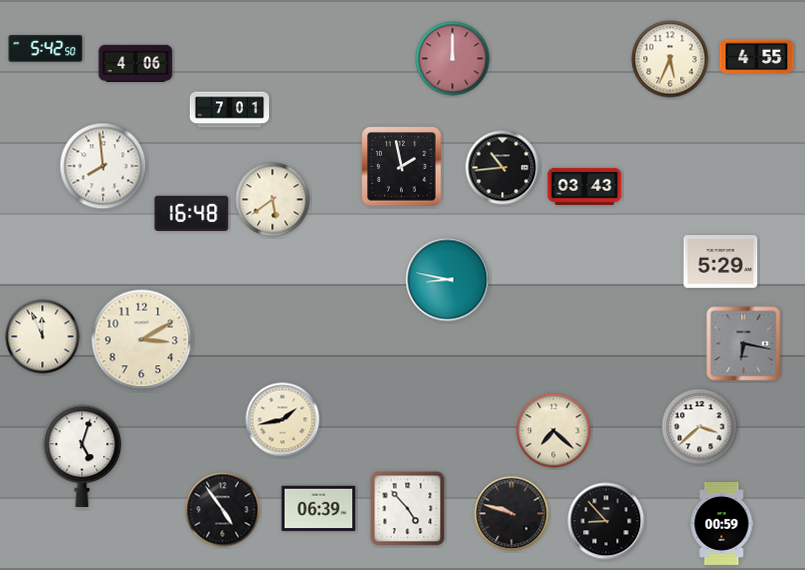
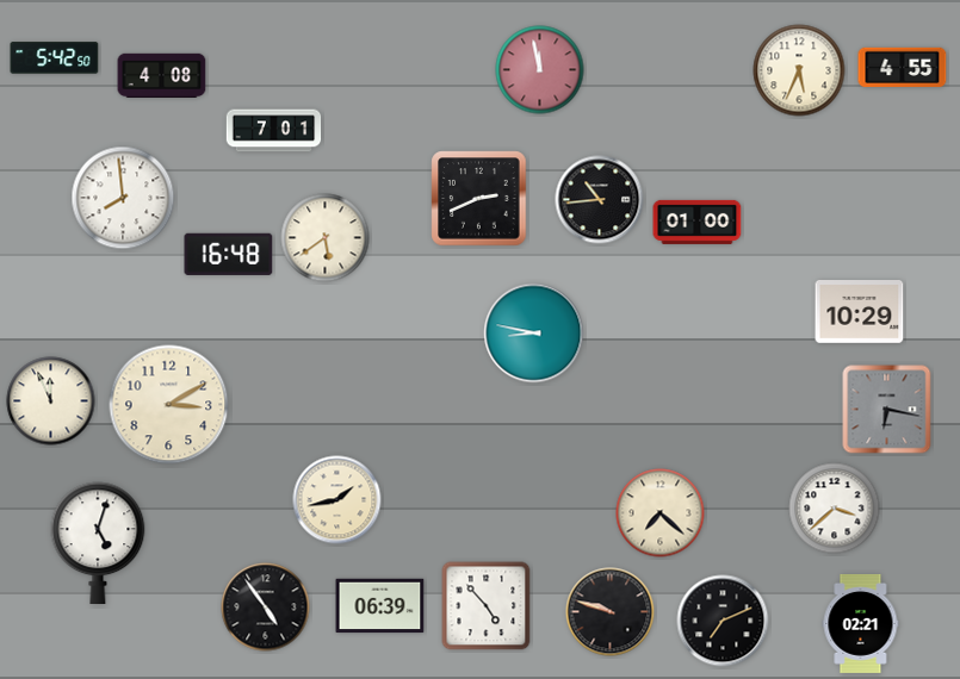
clock at (453, 59): 12:00 -> 11:58
clock at (136, 63): 4:06 -> 4:08
clock at (402, 167): 1:58 -> 2:41
clock at (585, 186): 03:43 -> 01:00
clock at (721, 262): 5:29 -> 10:29
clock at (606, 521): 8:53 -> 7:11
clock at (722, 523): 00:59 -> 02:21
